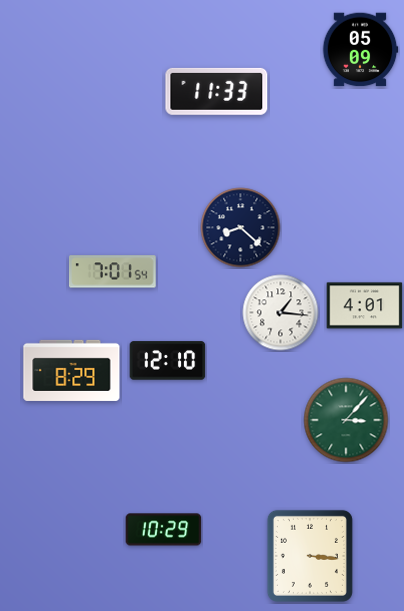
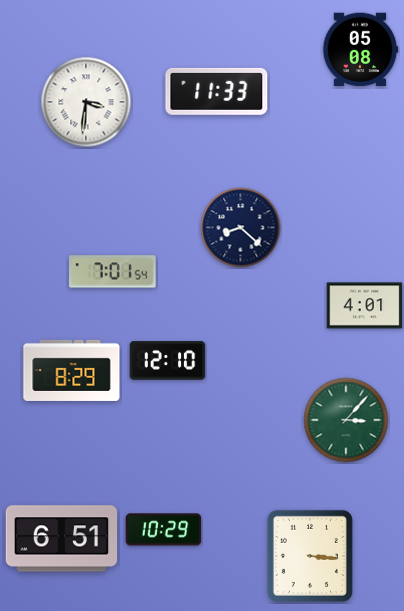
clock at (360, 50): 05:09 -> 05:08
clock at (86, 102): none -> 3:31
clock at (281, 313): 1:16 -> none
clock at (62, 539): none -> 6:51
